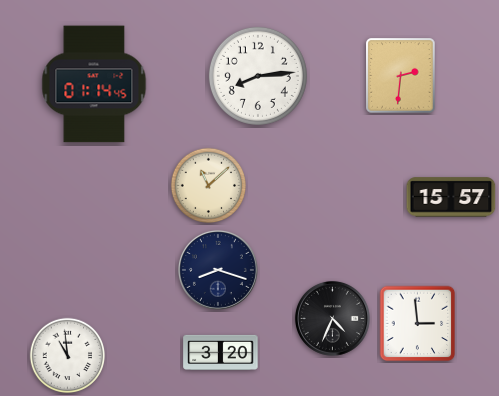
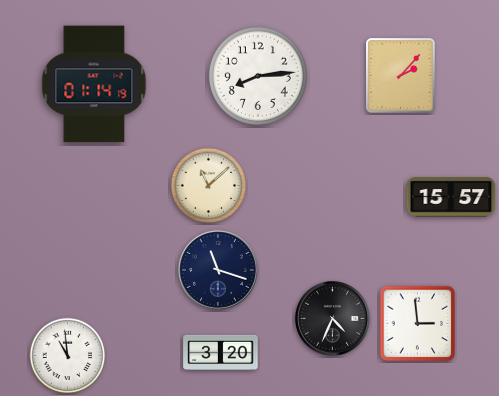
clock at (401, 76): 2:31 -> 2:07
clock at (94, 84): 01:14:45 -> 01:14:19
clock at (218, 270): 8:18 -> 11:18
